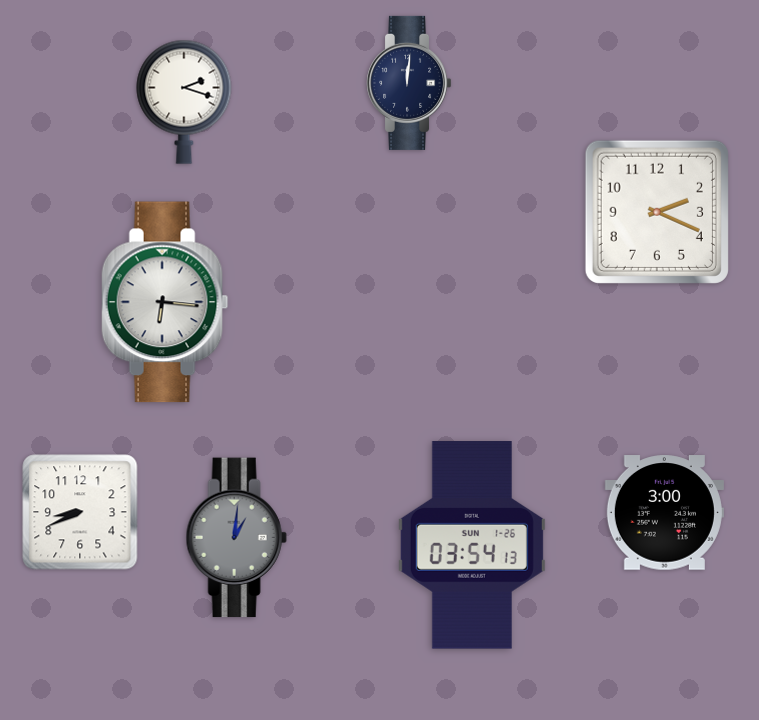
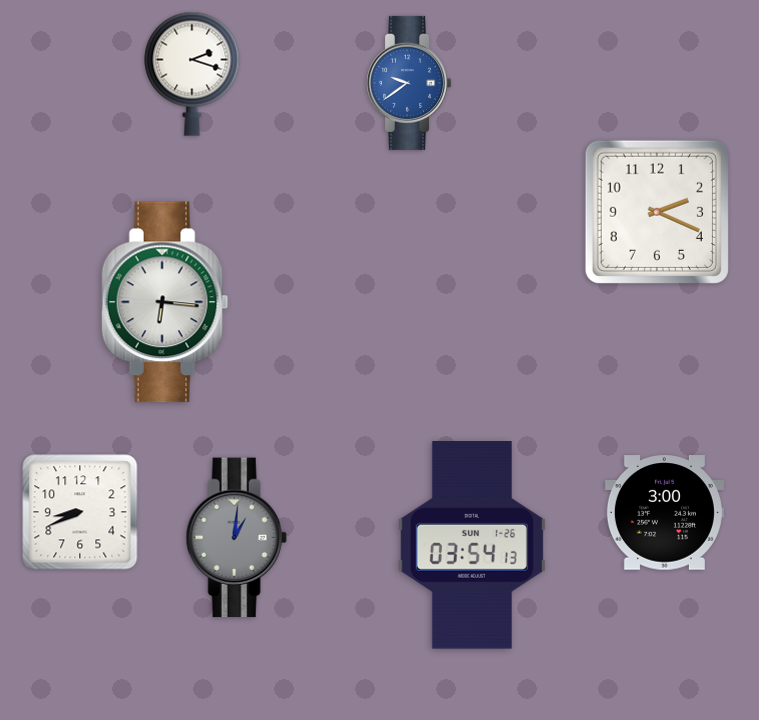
clock at (409, 83): 12:01 -> 9:39
clock at (409, 83) dial: navy -> blue
clock at (184, 102) position: (184, 102) -> (192, 74)
